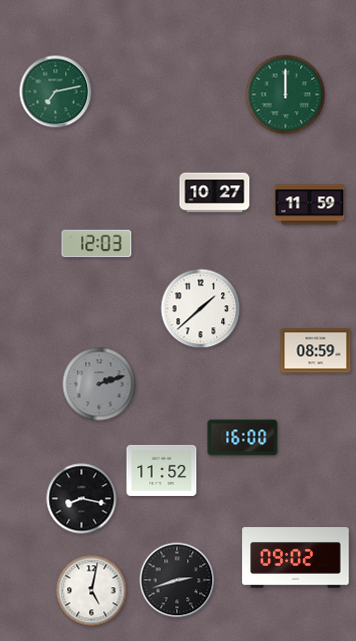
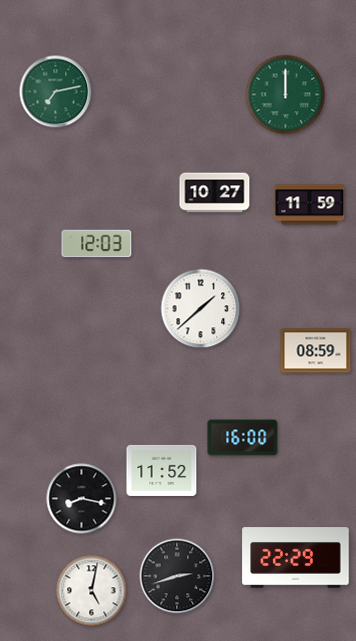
clock at (99, 384): 2:12 -> none
clock at (296, 558): 09:02 -> 22:29
clock at (177, 580) position: (177, 580) -> (177, 576)
